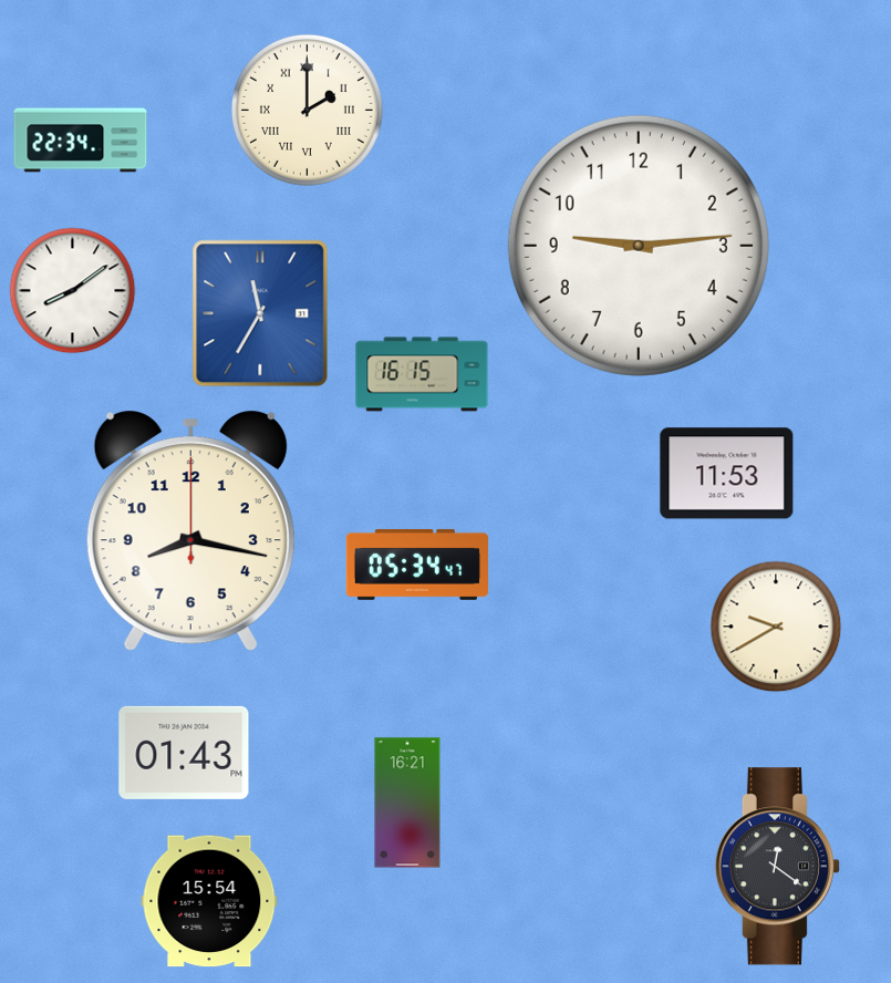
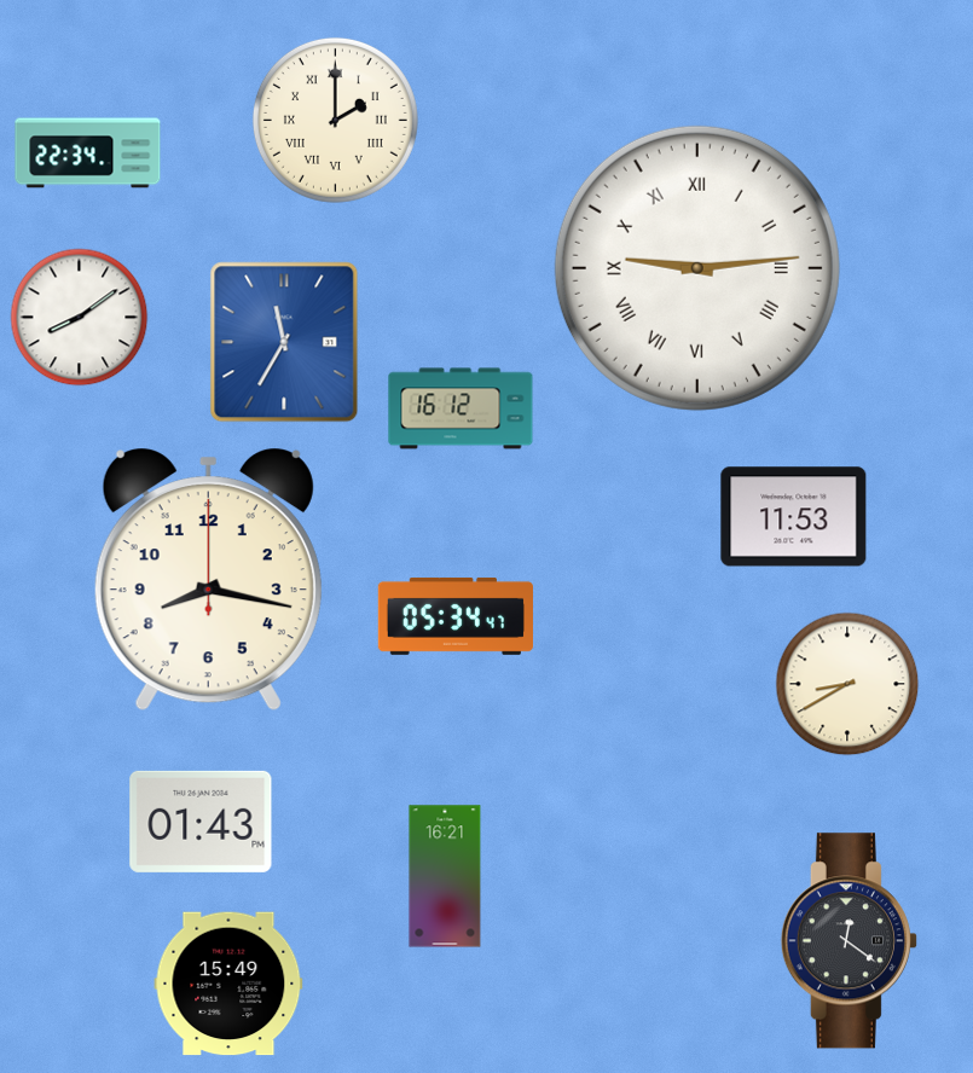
clock at (639, 246) numerals: Arabic -> Roman
clock at (422, 374): 16:15 -> 16:12
clock at (776, 627): 9:40 -> 8:40
clock at (777, 867) position: (777, 867) -> (849, 941)
clock at (209, 901): 15:54 -> 15:49
